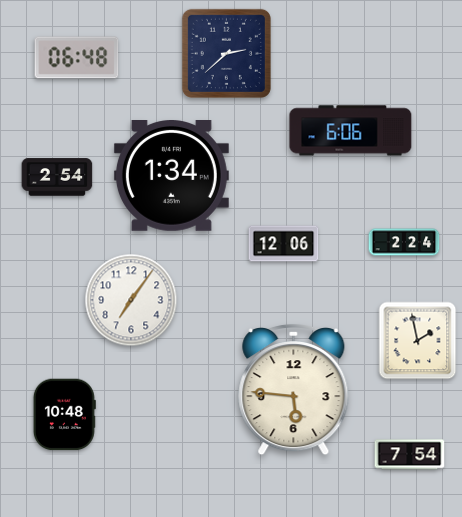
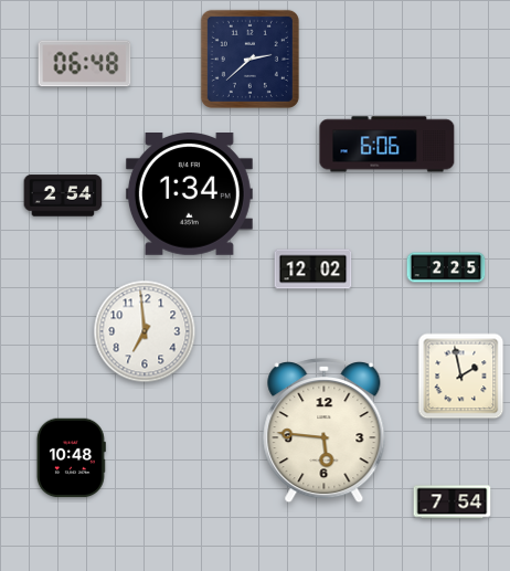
clock at (404, 242): 2:24 -> 2:25
clock at (284, 244): 12:06 -> 12:02
clock at (131, 300): 7:06 -> 6:59
